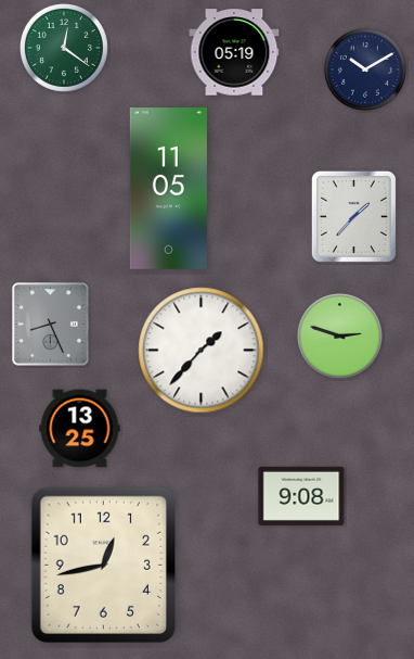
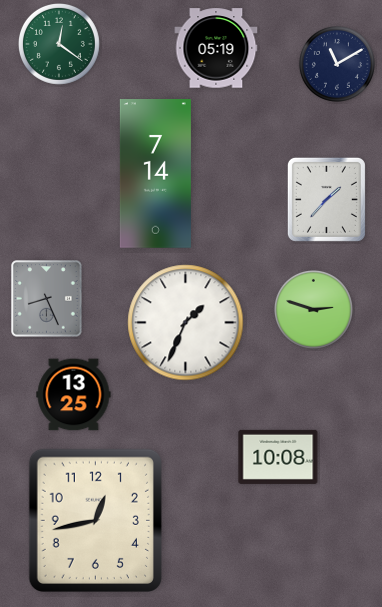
clock at (365, 69): 10:10 -> 11:10
clock at (168, 189): 11:05 -> 7:14
clock at (202, 351): 1:37 -> 1:34
clock at (301, 496): 9:08 -> 10:08
